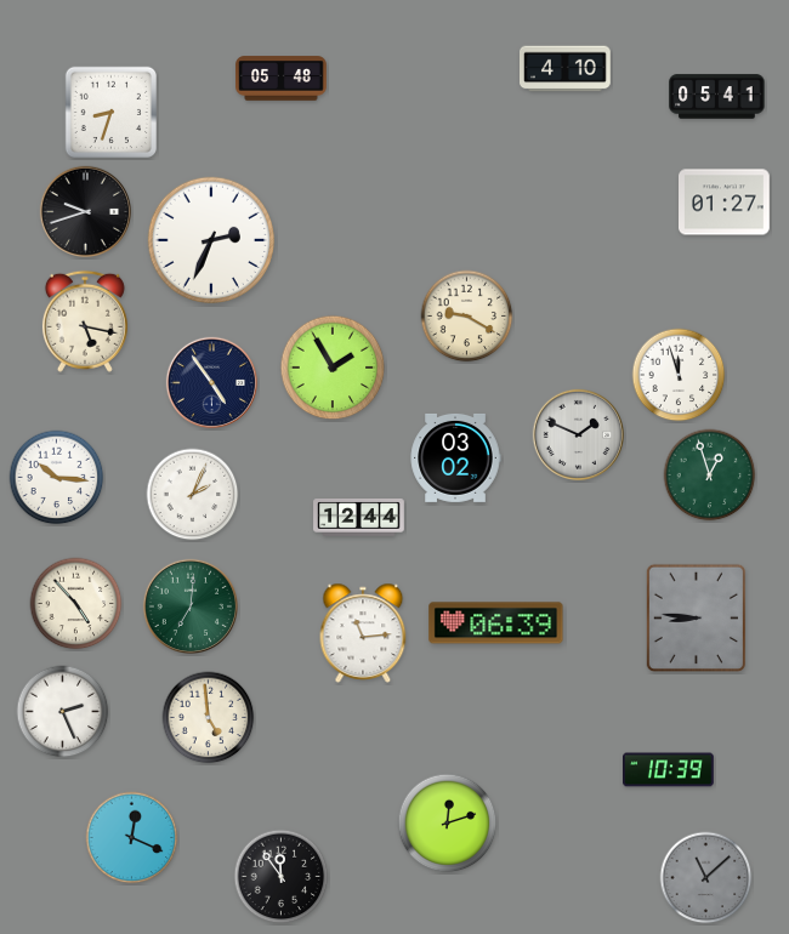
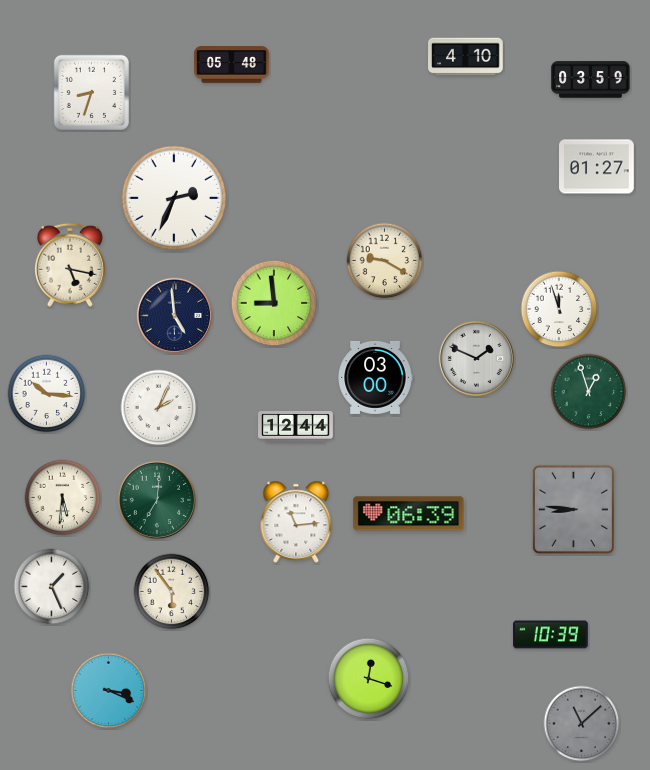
clock at (717, 97): 05:41 -> 03:59
clock at (85, 211): 9:42 -> none
clock at (333, 368): 1:55 -> 8:59
clock at (211, 382): 4:54 -> 4:59
clock at (455, 457): 03:02 -> 03:00
clock at (710, 475) position: (710, 475) -> (589, 392)
clock at (76, 604): 4:53 -> 5:31
clock at (363, 633) position: (363, 633) -> (296, 522)
clock at (63, 712): 2:26 -> 1:26
clock at (209, 718): 4:59 -> 5:54
clock at (448, 824): 12:12 -> 12:18
clock at (132, 838): 12:19 -> 3:19
clock at (282, 877): 11:54 -> none
